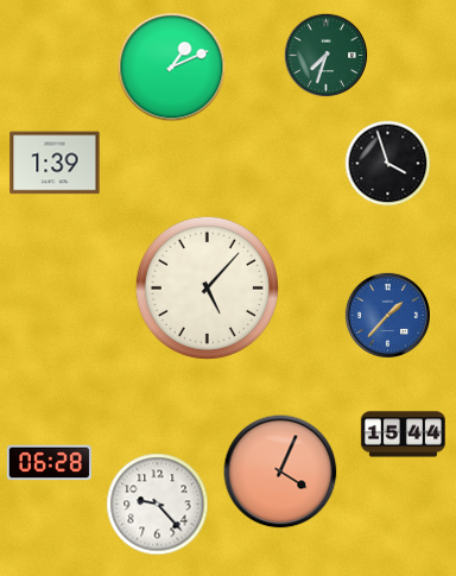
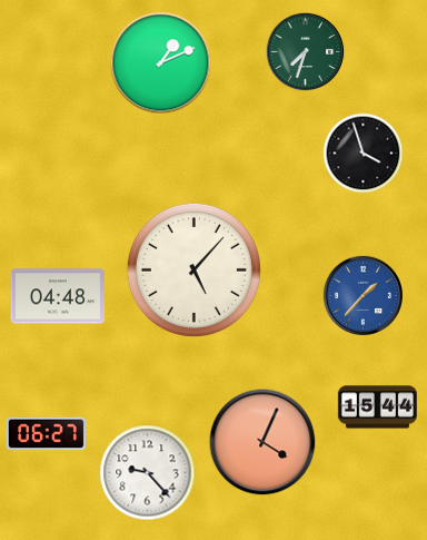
clock at (55, 163): 1:39 -> none
clock at (58, 296): none -> 04:48
clock at (49, 463): 06:28 -> 06:27
